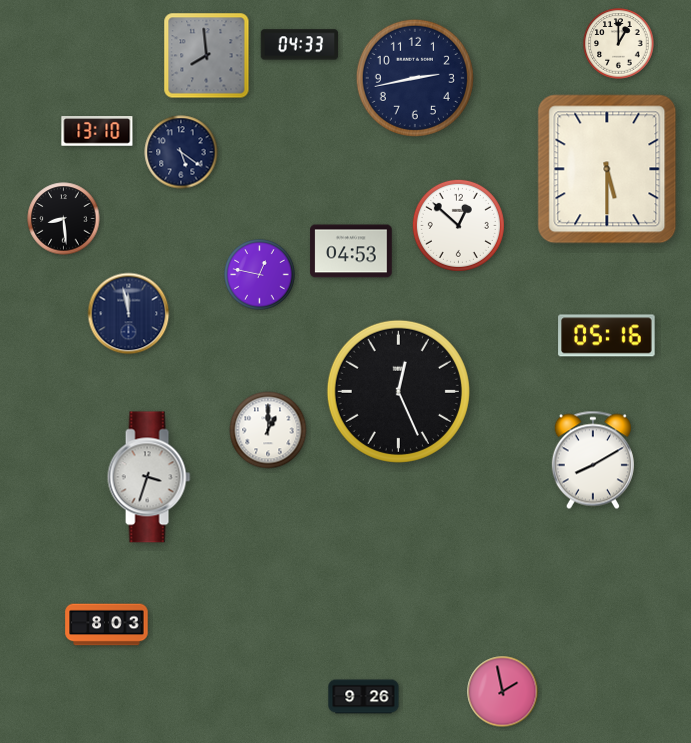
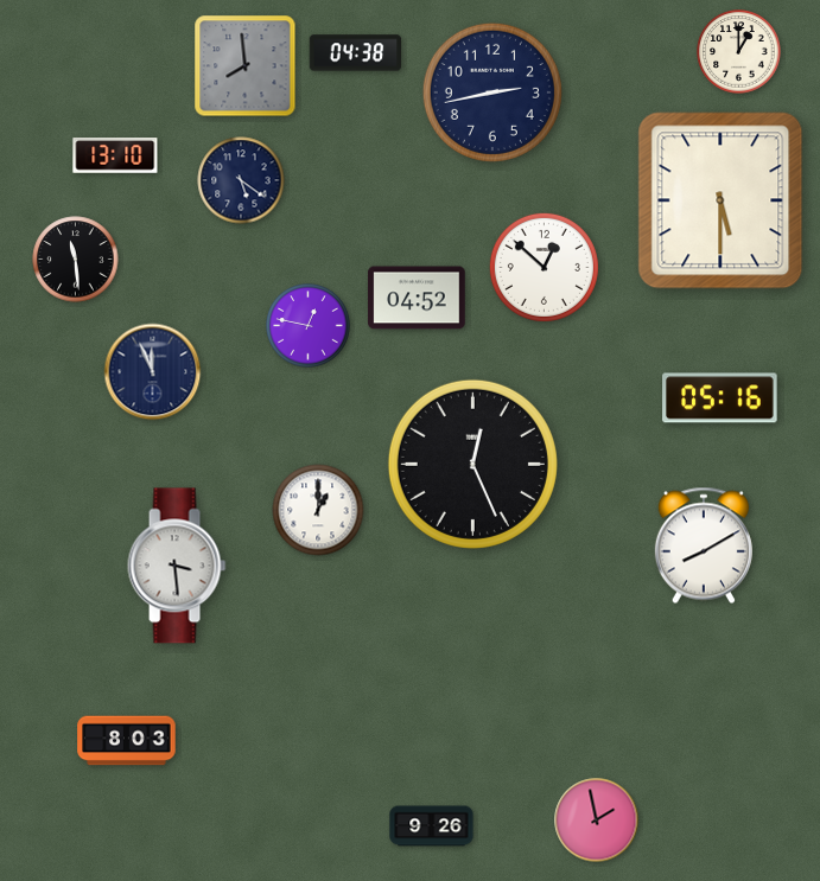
clock at (619, 44) position: (619, 44) -> (739, 52)
clock at (300, 45): 04:33 -> 04:38
clock at (181, 152) position: (181, 152) -> (241, 180)
clock at (64, 219): 8:29 -> 11:29
clock at (351, 251): 04:53 -> 04:52
clock at (129, 314): 11:58 -> 11:56
clock at (149, 477): 3:33 -> 3:29
